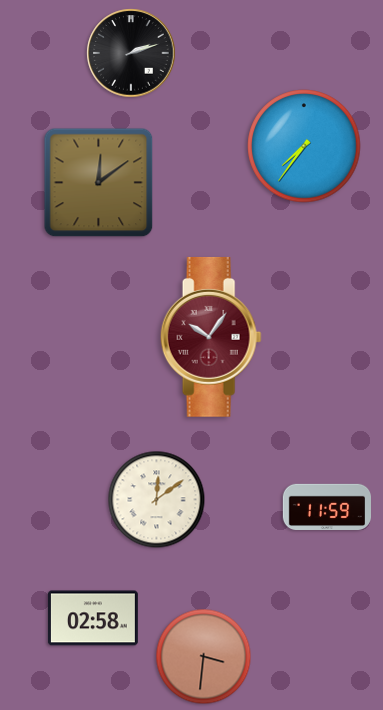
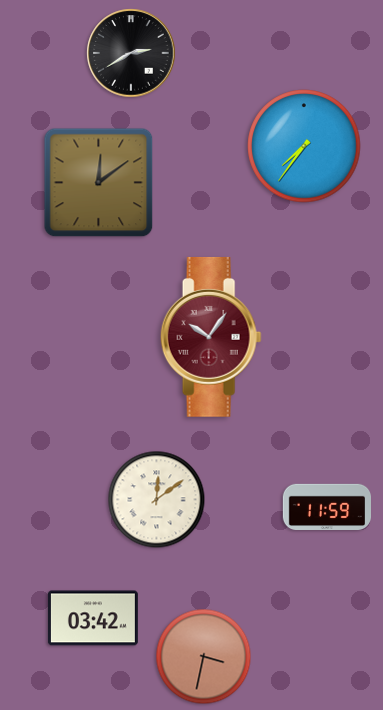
clock at (131, 53): 2:12 -> 2:40
clock at (93, 618): 02:58 -> 03:42
clock at (204, 657): 3:31 -> 3:32
